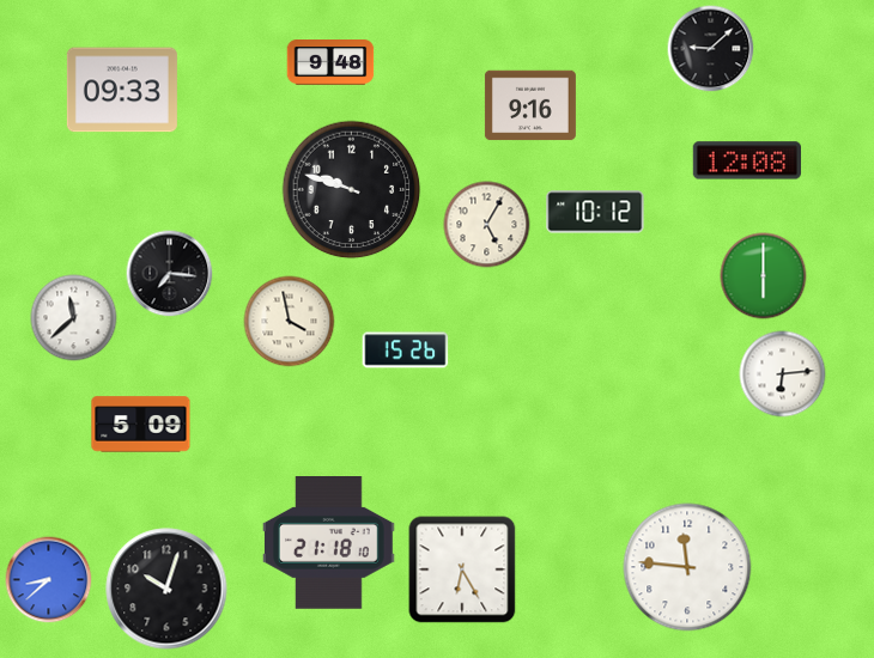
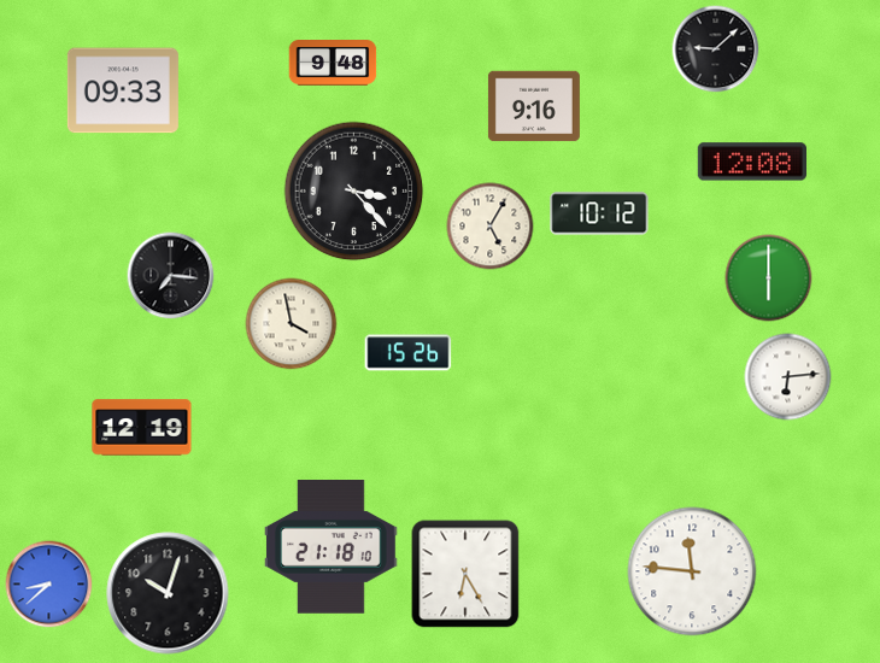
clock at (352, 190): 9:48 -> 3:23
clock at (74, 318): 11:38 -> none
clock at (141, 425): 5:09 -> 12:19
